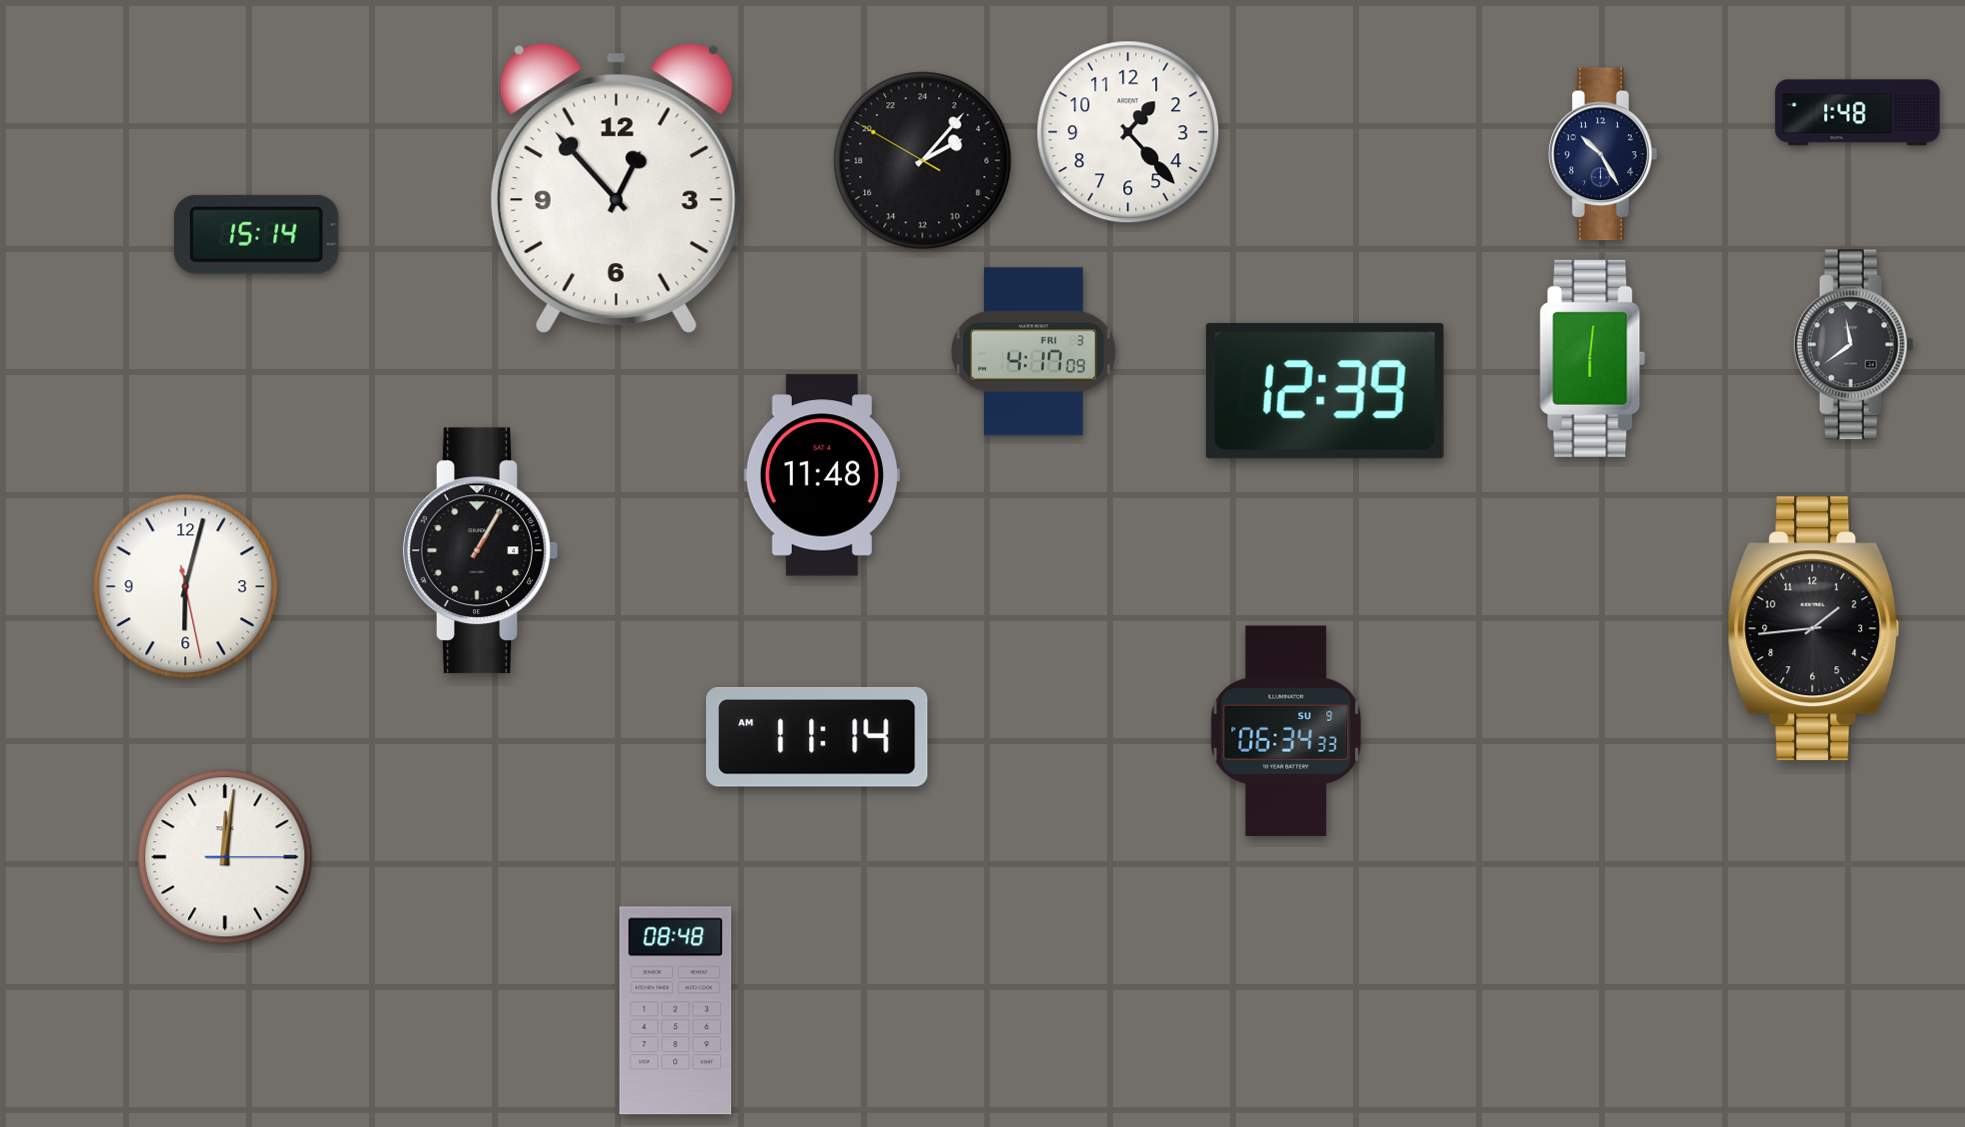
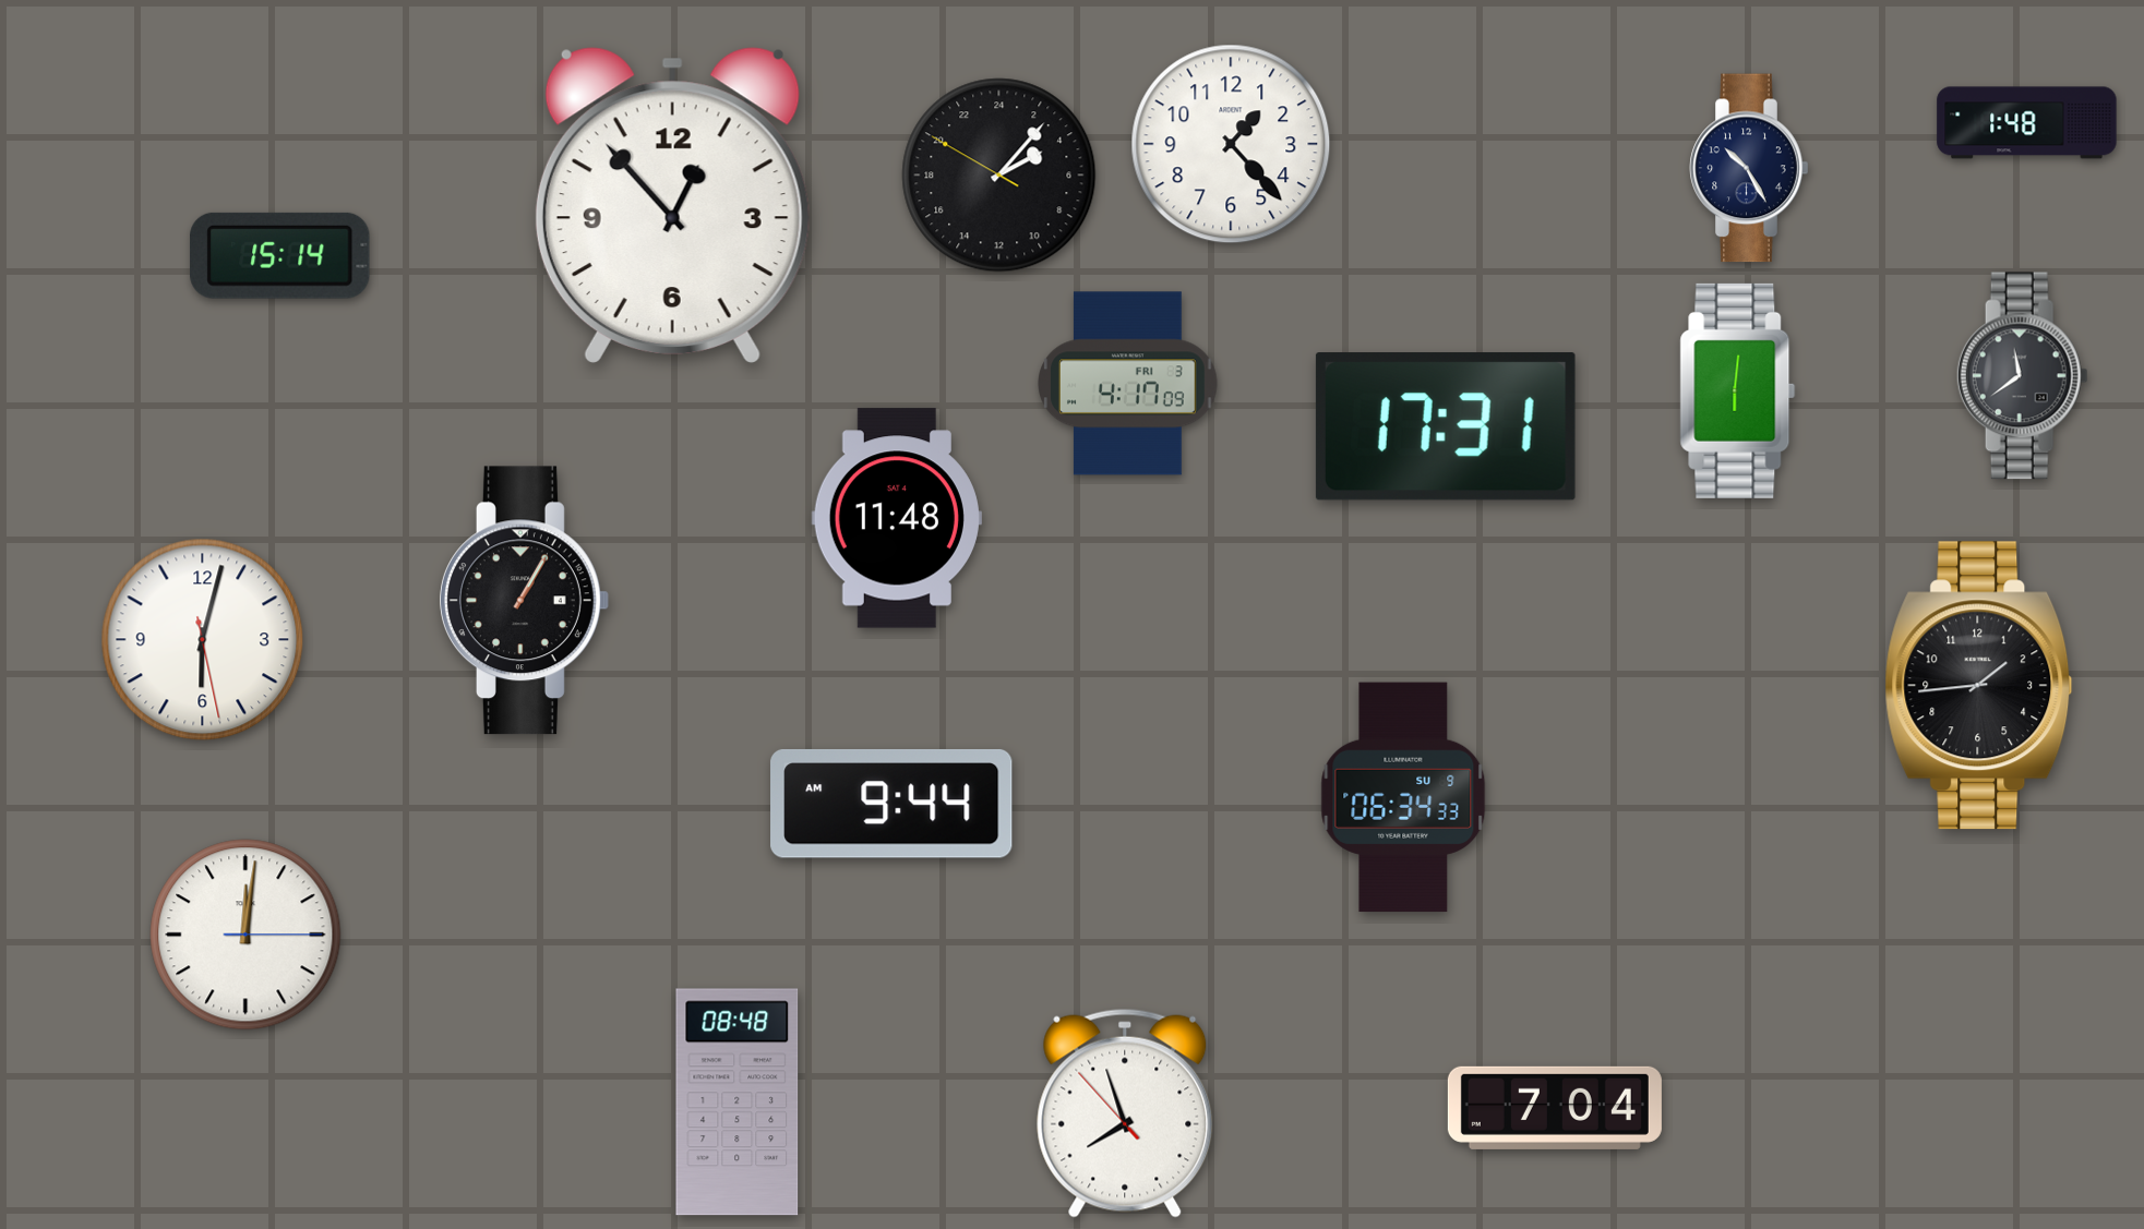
clock at (923, 161) position: (923, 161) -> (999, 176)
clock at (1325, 391): 12:39 -> 17:31
clock at (817, 737): 11:14 -> 9:44
clock at (1555, 1108): none -> 7:04
clock at (1125, 1113): none -> 7:56
